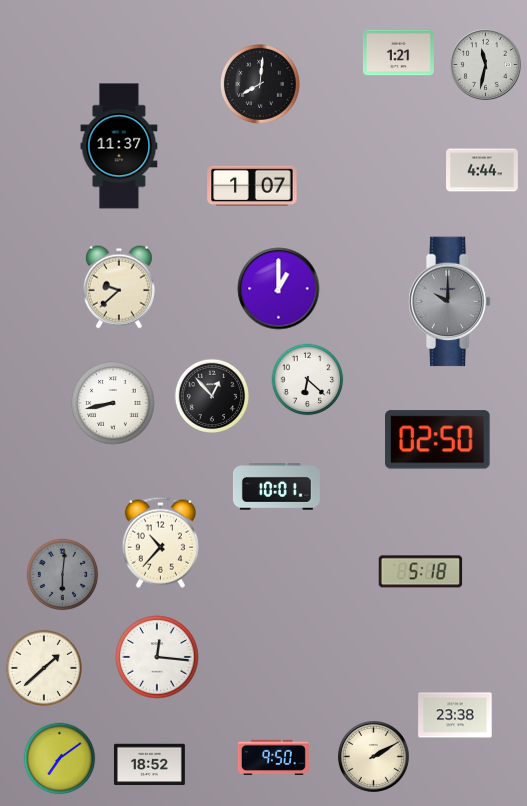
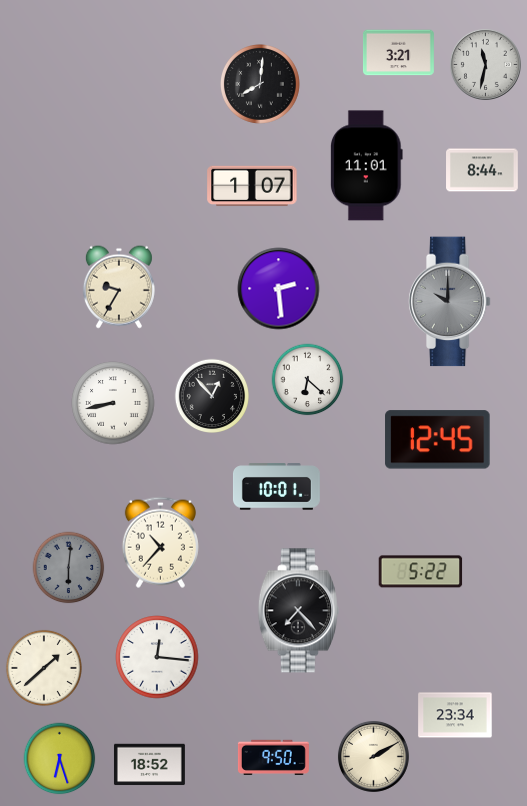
clock at (398, 53): 1:21 -> 3:21
clock at (119, 146): 11:37 -> none
clock at (367, 166): none -> 11:01
clock at (482, 170): 4:44 -> 8:44
clock at (119, 287): 9:38 -> 9:35
clock at (279, 289): 1:00 -> 2:29
clock at (438, 440): 02:50 -> 12:45
clock at (421, 572): 5:18 -> 5:22
clock at (63, 575) position: (63, 575) -> (69, 568)
clock at (298, 611): none -> 7:23
clock at (455, 715): 23:38 -> 23:34
clock at (60, 759): 7:09 -> 6:27
